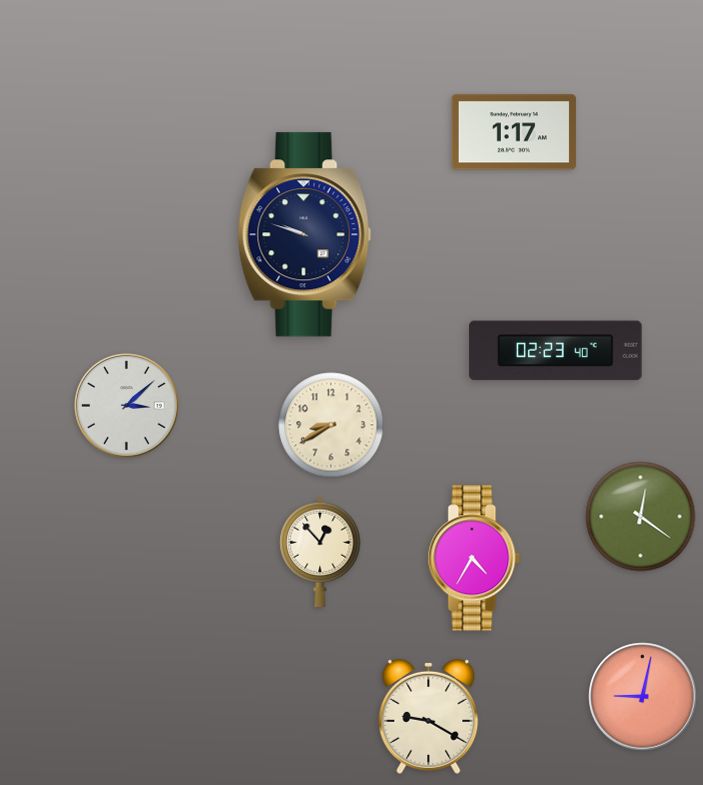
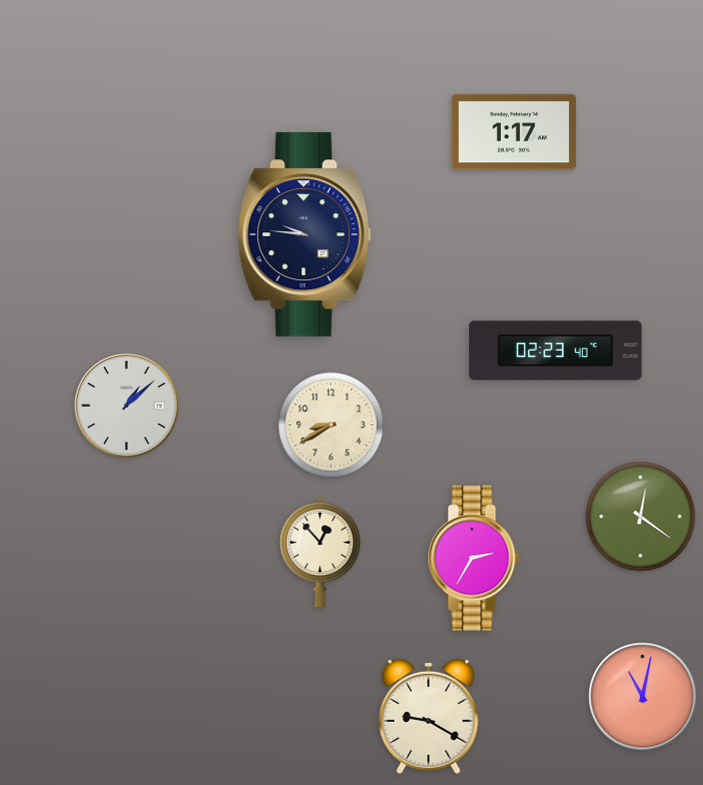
clock at (304, 235): 9:48 -> 9:46
clock at (127, 406): 3:08 -> 1:08
clock at (474, 558): 4:35 -> 2:35
clock at (643, 697): 9:02 -> 11:02
